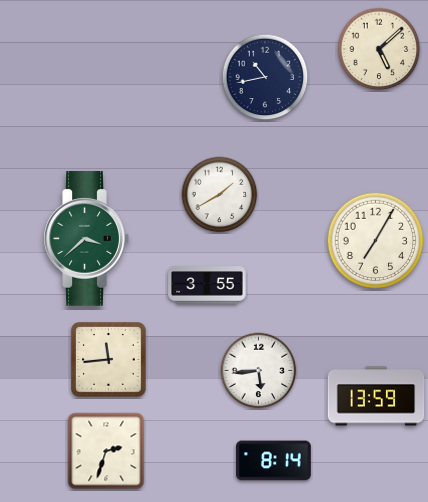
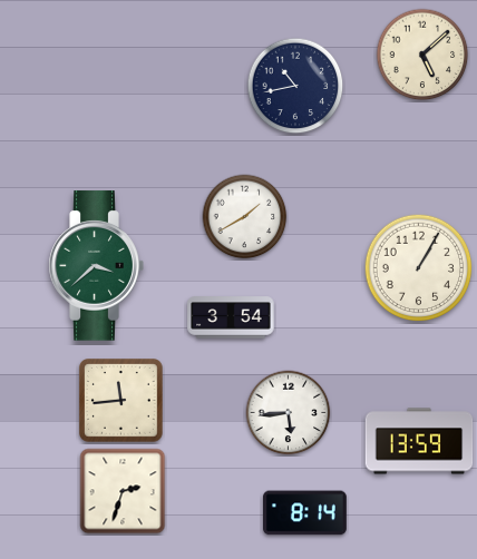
clock at (376, 241): 7:05 -> 1:05
clock at (207, 285): 3:55 -> 3:54
clock at (106, 451) position: (106, 451) -> (123, 491)
